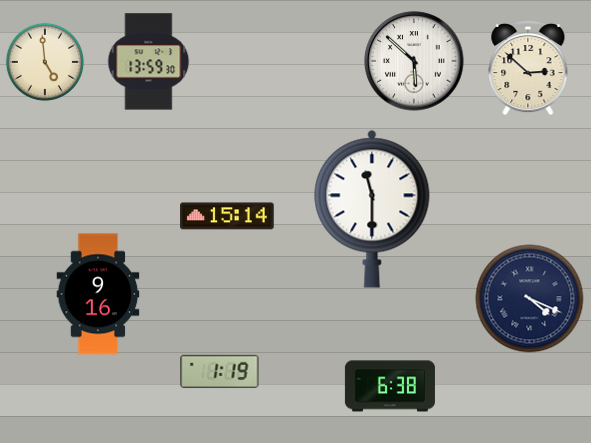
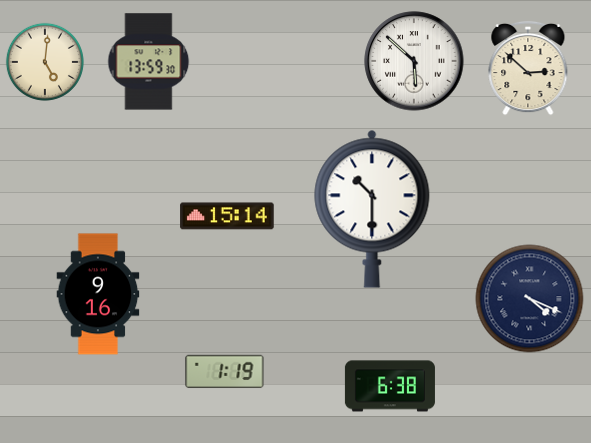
clock at (45, 62): 4:59 -> 5:01
clock at (372, 209): 11:30 -> 10:30
clock at (220, 372) position: (220, 372) -> (225, 372)
